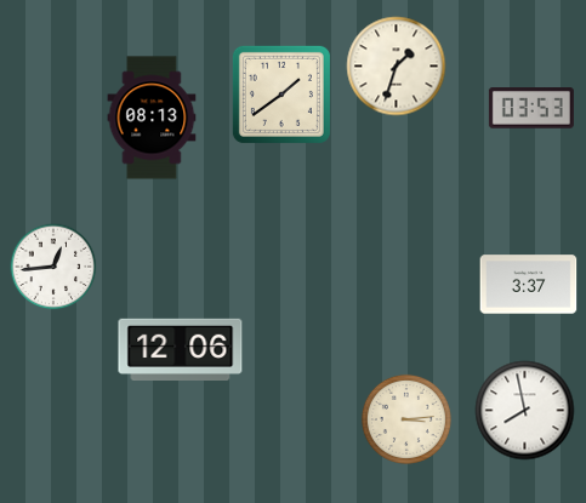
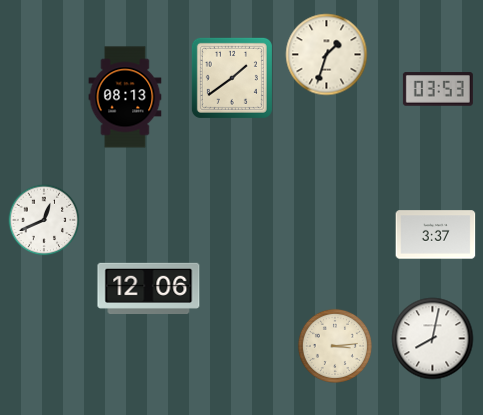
clock at (53, 267): 12:44 -> 12:41
clock at (525, 411): 7:58 -> 8:02
